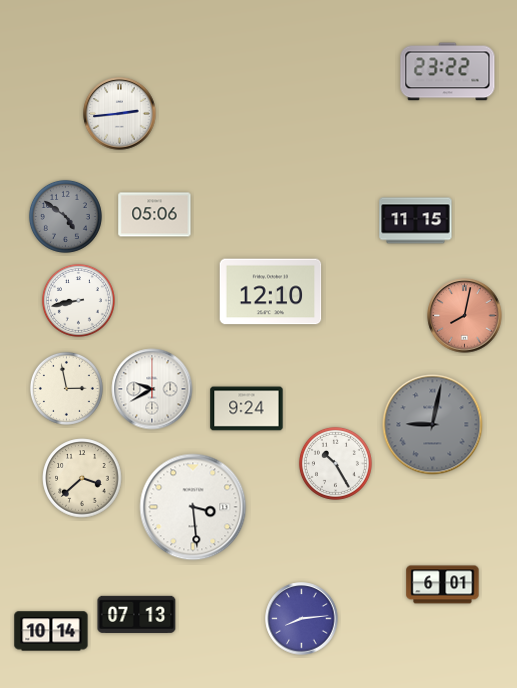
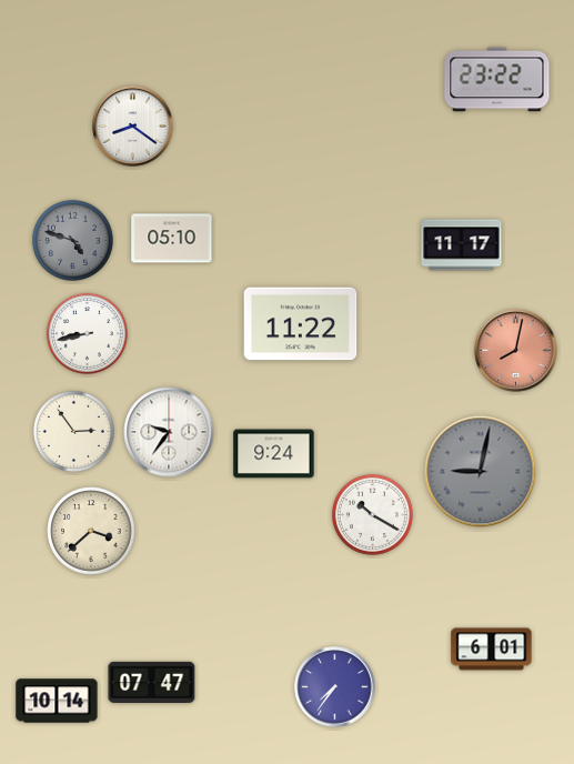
clock at (120, 114): 2:44 -> 8:21
clock at (155, 215): 05:06 -> 05:10
clock at (65, 216): 4:51 -> 4:48
clock at (416, 221): 11:15 -> 11:17
clock at (271, 292): 12:10 -> 11:22
clock at (66, 388): 2:58 -> 2:54
clock at (152, 389): 9:40 -> 9:36
clock at (335, 463): 10:25 -> 10:20
clock at (193, 507): 3:29 -> none
clock at (137, 614): 07:13 -> 07:47
clock at (302, 619): 8:14 -> 7:36
